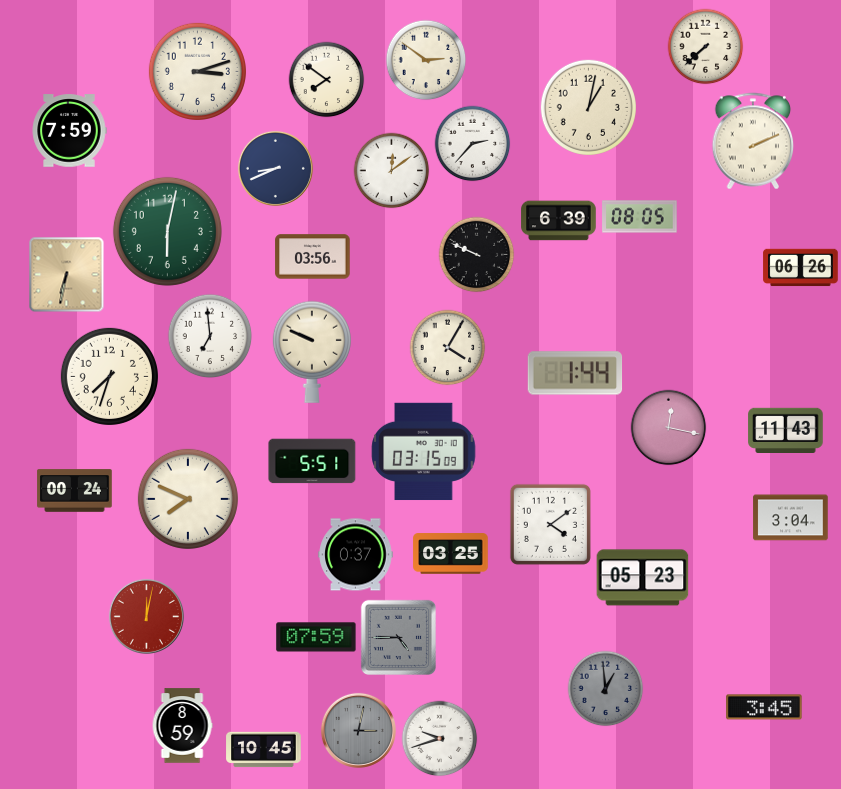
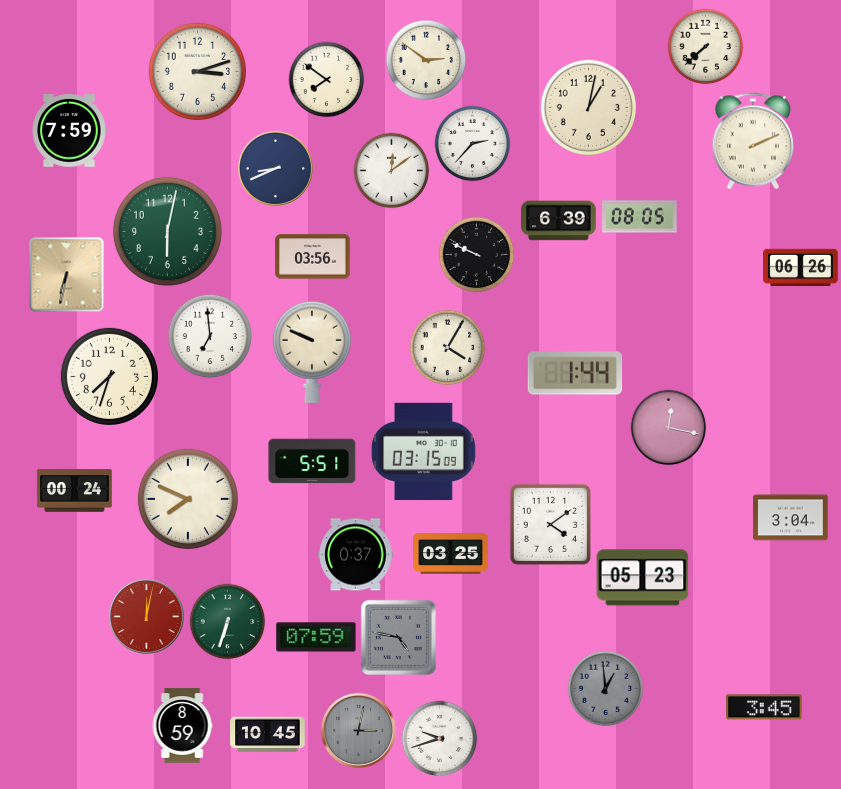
clock at (786, 430): 11:43 -> none
clock at (228, 622): none -> 6:33
clock at (398, 637): 4:45 -> 4:47
clock at (264, 750) position: (264, 750) -> (268, 735)
